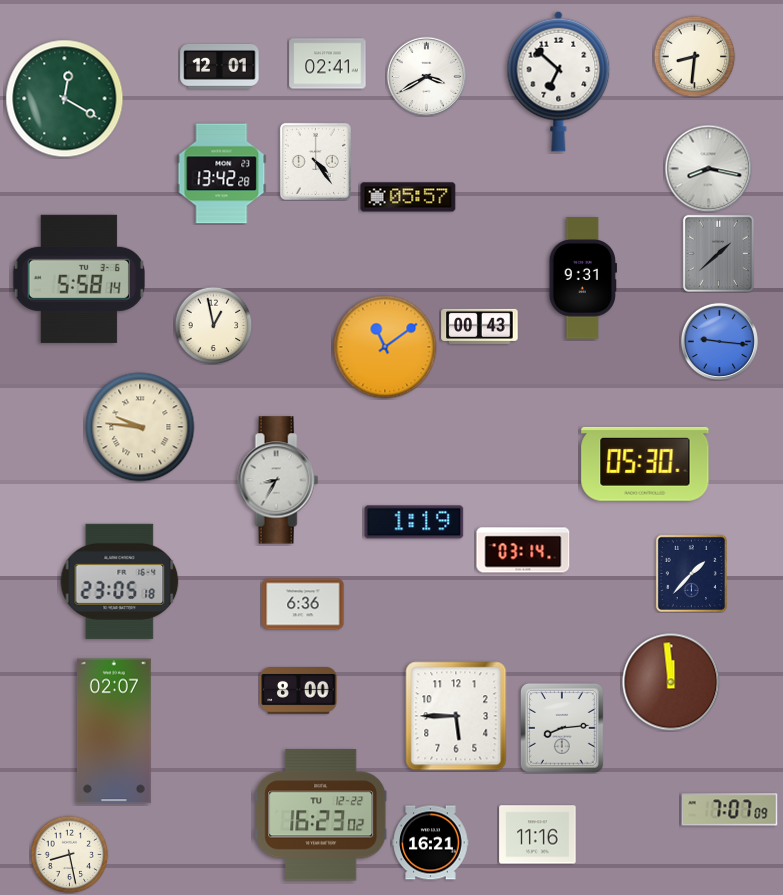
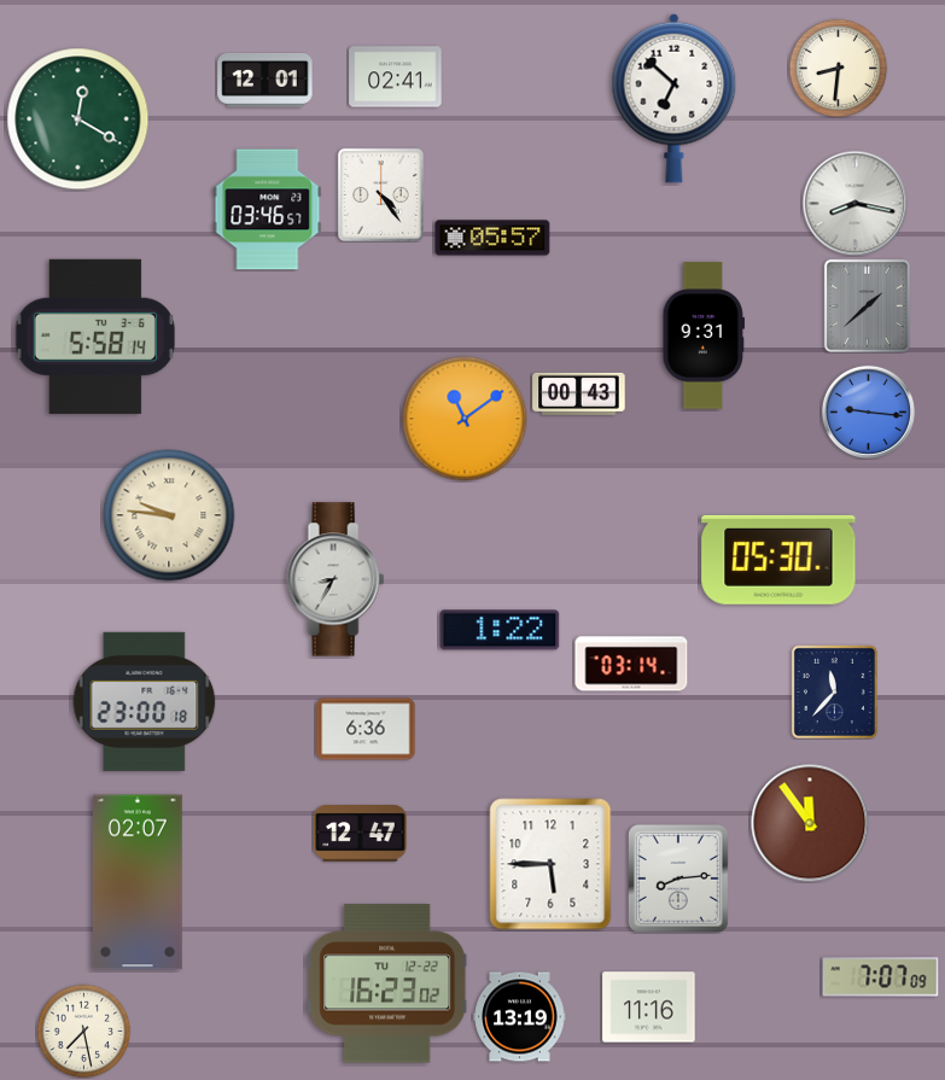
clock at (426, 76): 3:40 -> none
clock at (222, 174): 13:42 -> 03:46
clock at (213, 325): 12:58 -> none
clock at (414, 522): 1:19 -> 1:22
clock at (691, 573): 1:37 -> 11:37
clock at (120, 581): 23:05 -> 23:00
clock at (671, 682): 11:59 -> 11:54
clock at (299, 691): 8:00 -> 12:47
clock at (431, 843): 16:21 -> 13:19
clock at (69, 854): 8:28 -> 7:28
